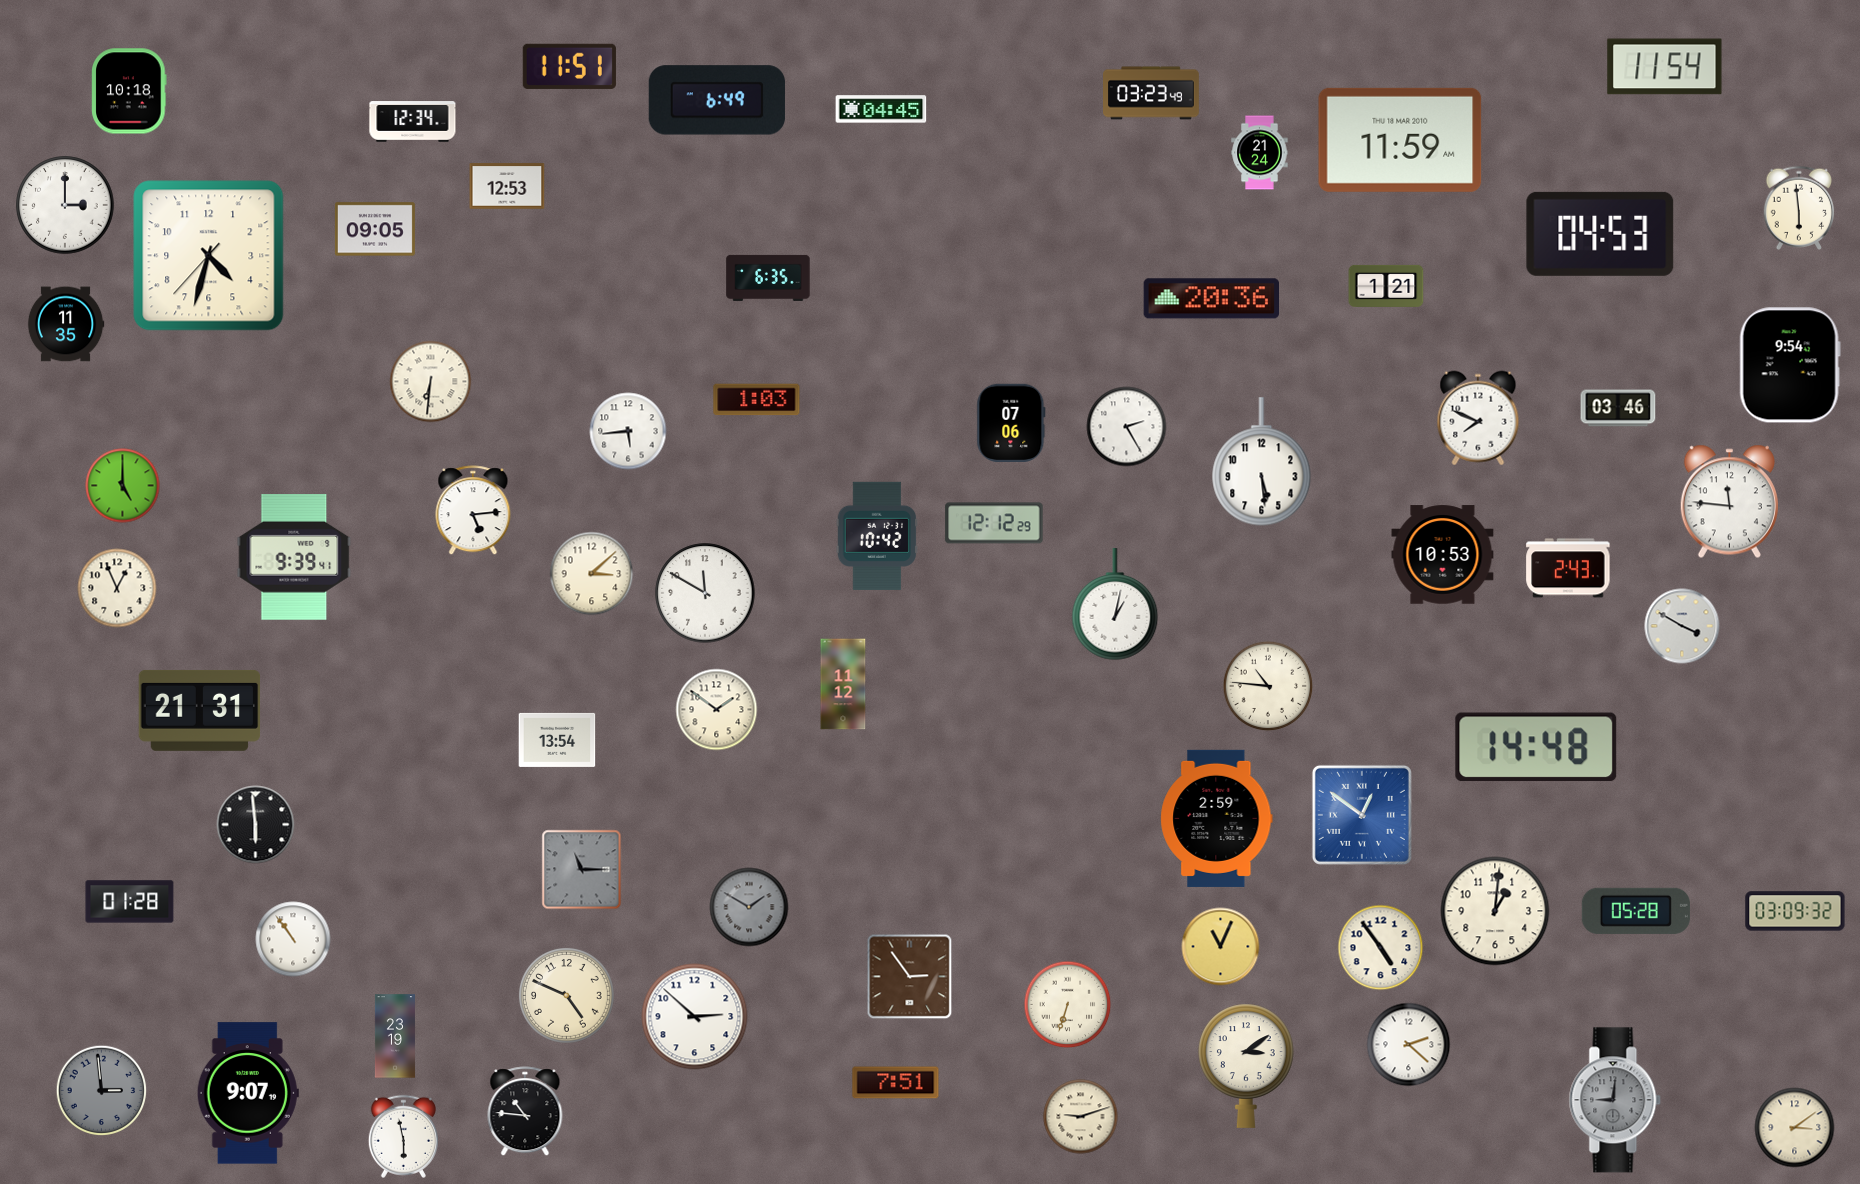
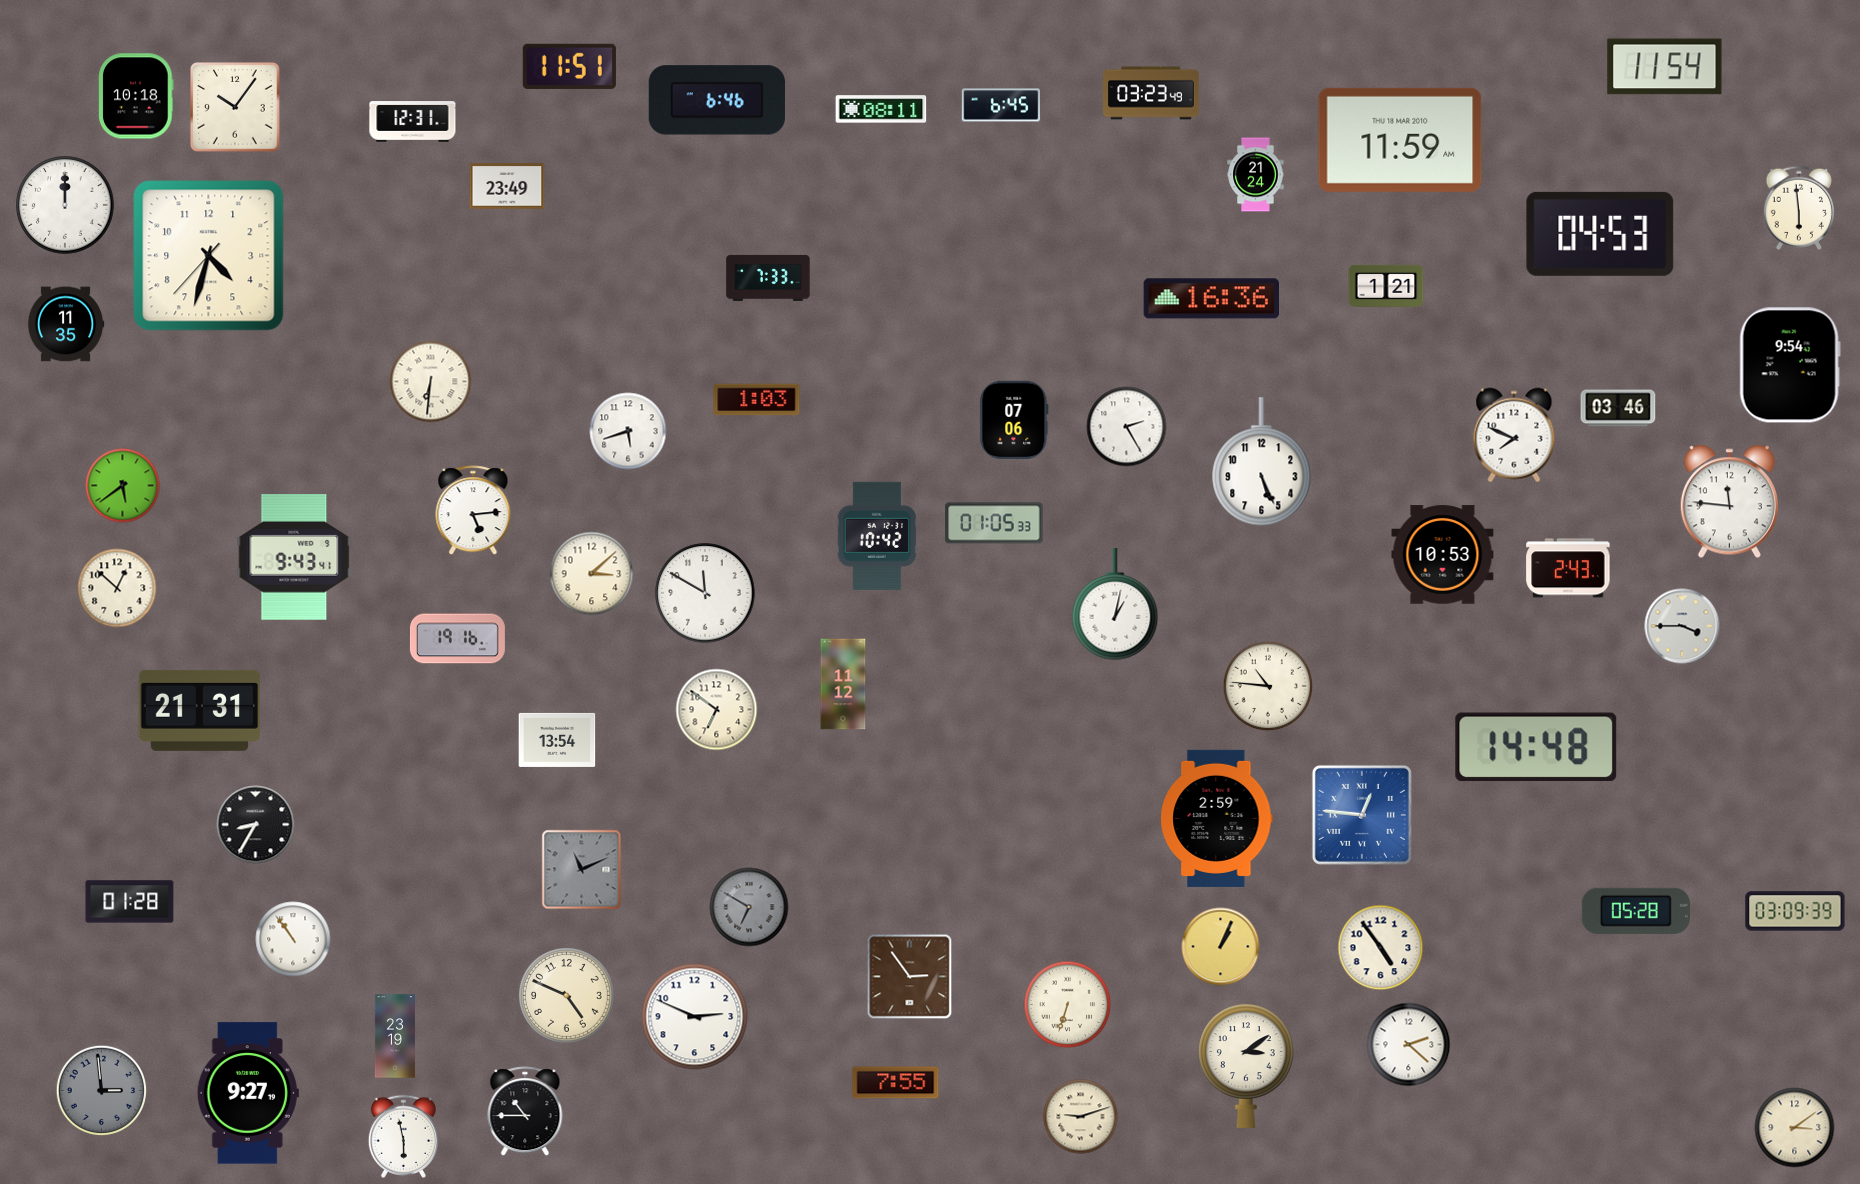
clock at (129, 91) position: (129, 91) -> (136, 96)
clock at (717, 100): 6:49 -> 6:46
clock at (1001, 105): none -> 6:45
clock at (235, 107): none -> 10:06
clock at (881, 109): 04:45 -> 08:11
clock at (413, 122): 12:34 -> 12:31
clock at (1260, 153) position: (1260, 153) -> (1256, 175)
clock at (507, 186): 12:53 -> 23:49
clock at (65, 205): 3:00 -> 12:00
clock at (375, 229): 09:05 -> none
clock at (768, 278): 6:35 -> 7:33
clock at (1211, 299): 20:36 -> 16:36
clock at (1478, 418) position: (1478, 418) -> (1514, 435)
clock at (1011, 422) position: (1011, 422) -> (1014, 419)
clock at (628, 431): 5:44 -> 5:42
clock at (1262, 462): 5:29 -> 5:26
clock at (123, 486): 5:00 -> 5:39
clock at (994, 523): 12:12 -> 01:05
clock at (294, 558): 9:39 -> 9:43
clock at (117, 588): 12:56 -> 12:52
clock at (1682, 626): 3:50 -> 3:45
clock at (457, 639): none -> 19:16
clock at (717, 710): 1:51 -> 6:51
clock at (1362, 815): 12:51 -> 12:46
clock at (256, 825): 5:59 -> 8:35
clock at (582, 870): 11:15 -> 11:11
clock at (749, 907): 1:50 -> 6:50
clock at (1495, 911): 1:01 -> none
clock at (1795, 911): 03:09:32 -> 03:09:39
clock at (1221, 947): 11:04 -> 1:04
clock at (695, 1017): 2:52 -> 2:49
clock at (896, 1083): 7:51 -> 7:55
clock at (248, 1093): 9:07 -> 9:27
clock at (1615, 1100): 9:01 -> none
clock at (525, 1112): 10:46 -> 10:45
